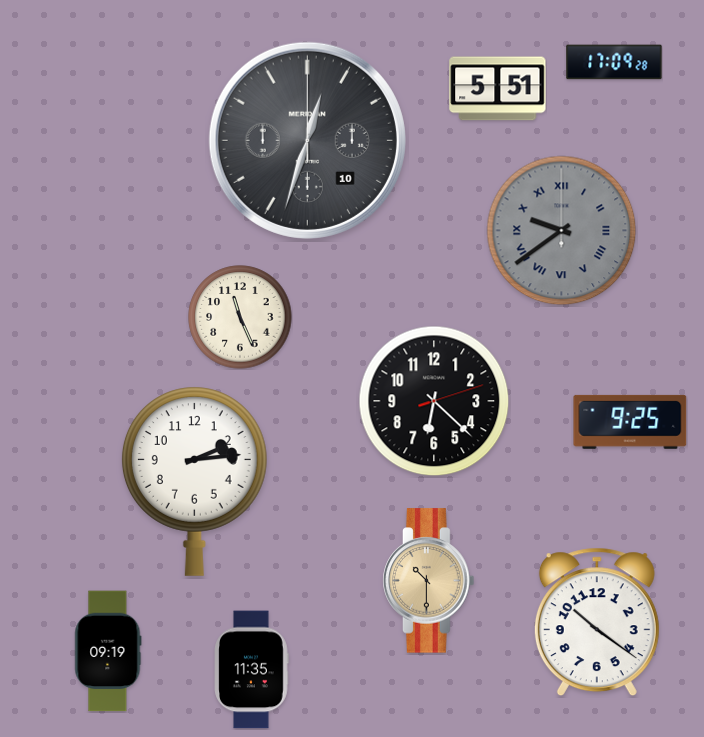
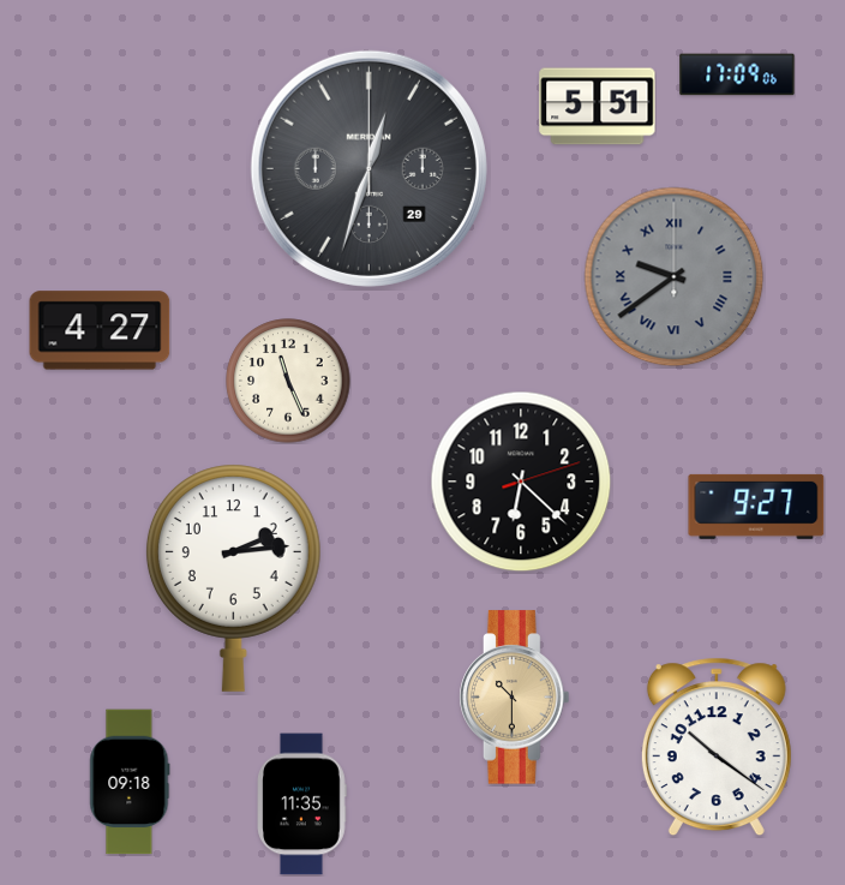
clock at (614, 62): 17:09:28 -> 17:09:06
clock at (307, 140) date: 10 -> 29
clock at (100, 330): none -> 4:27
clock at (630, 422): 9:25 -> 9:27
clock at (108, 651): 09:19 -> 09:18
